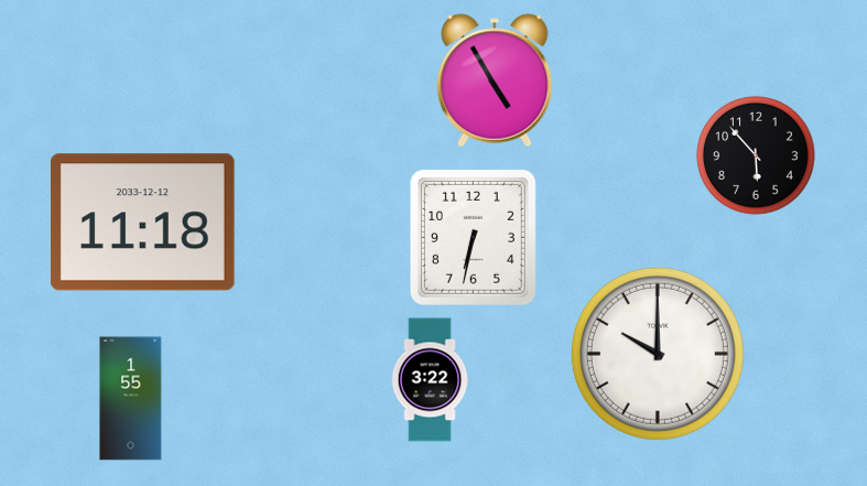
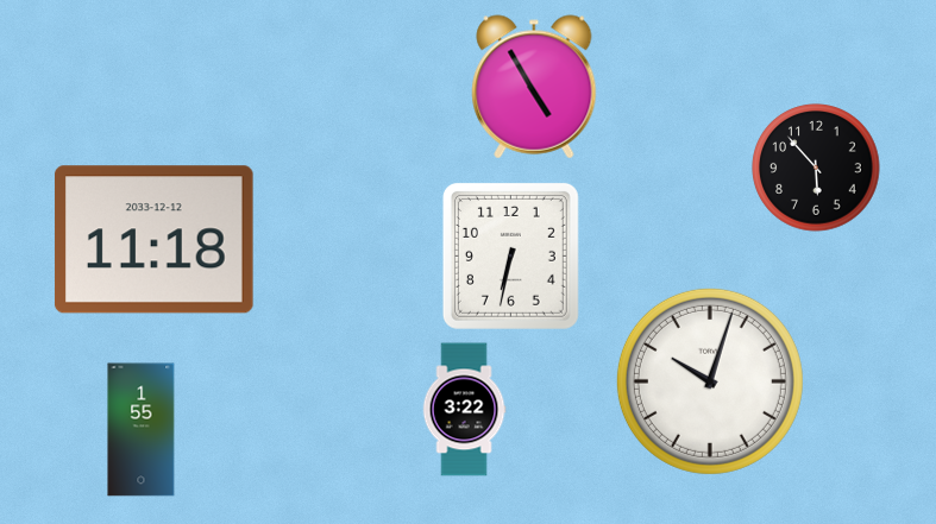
clock at (658, 354): 10:00 -> 10:03
